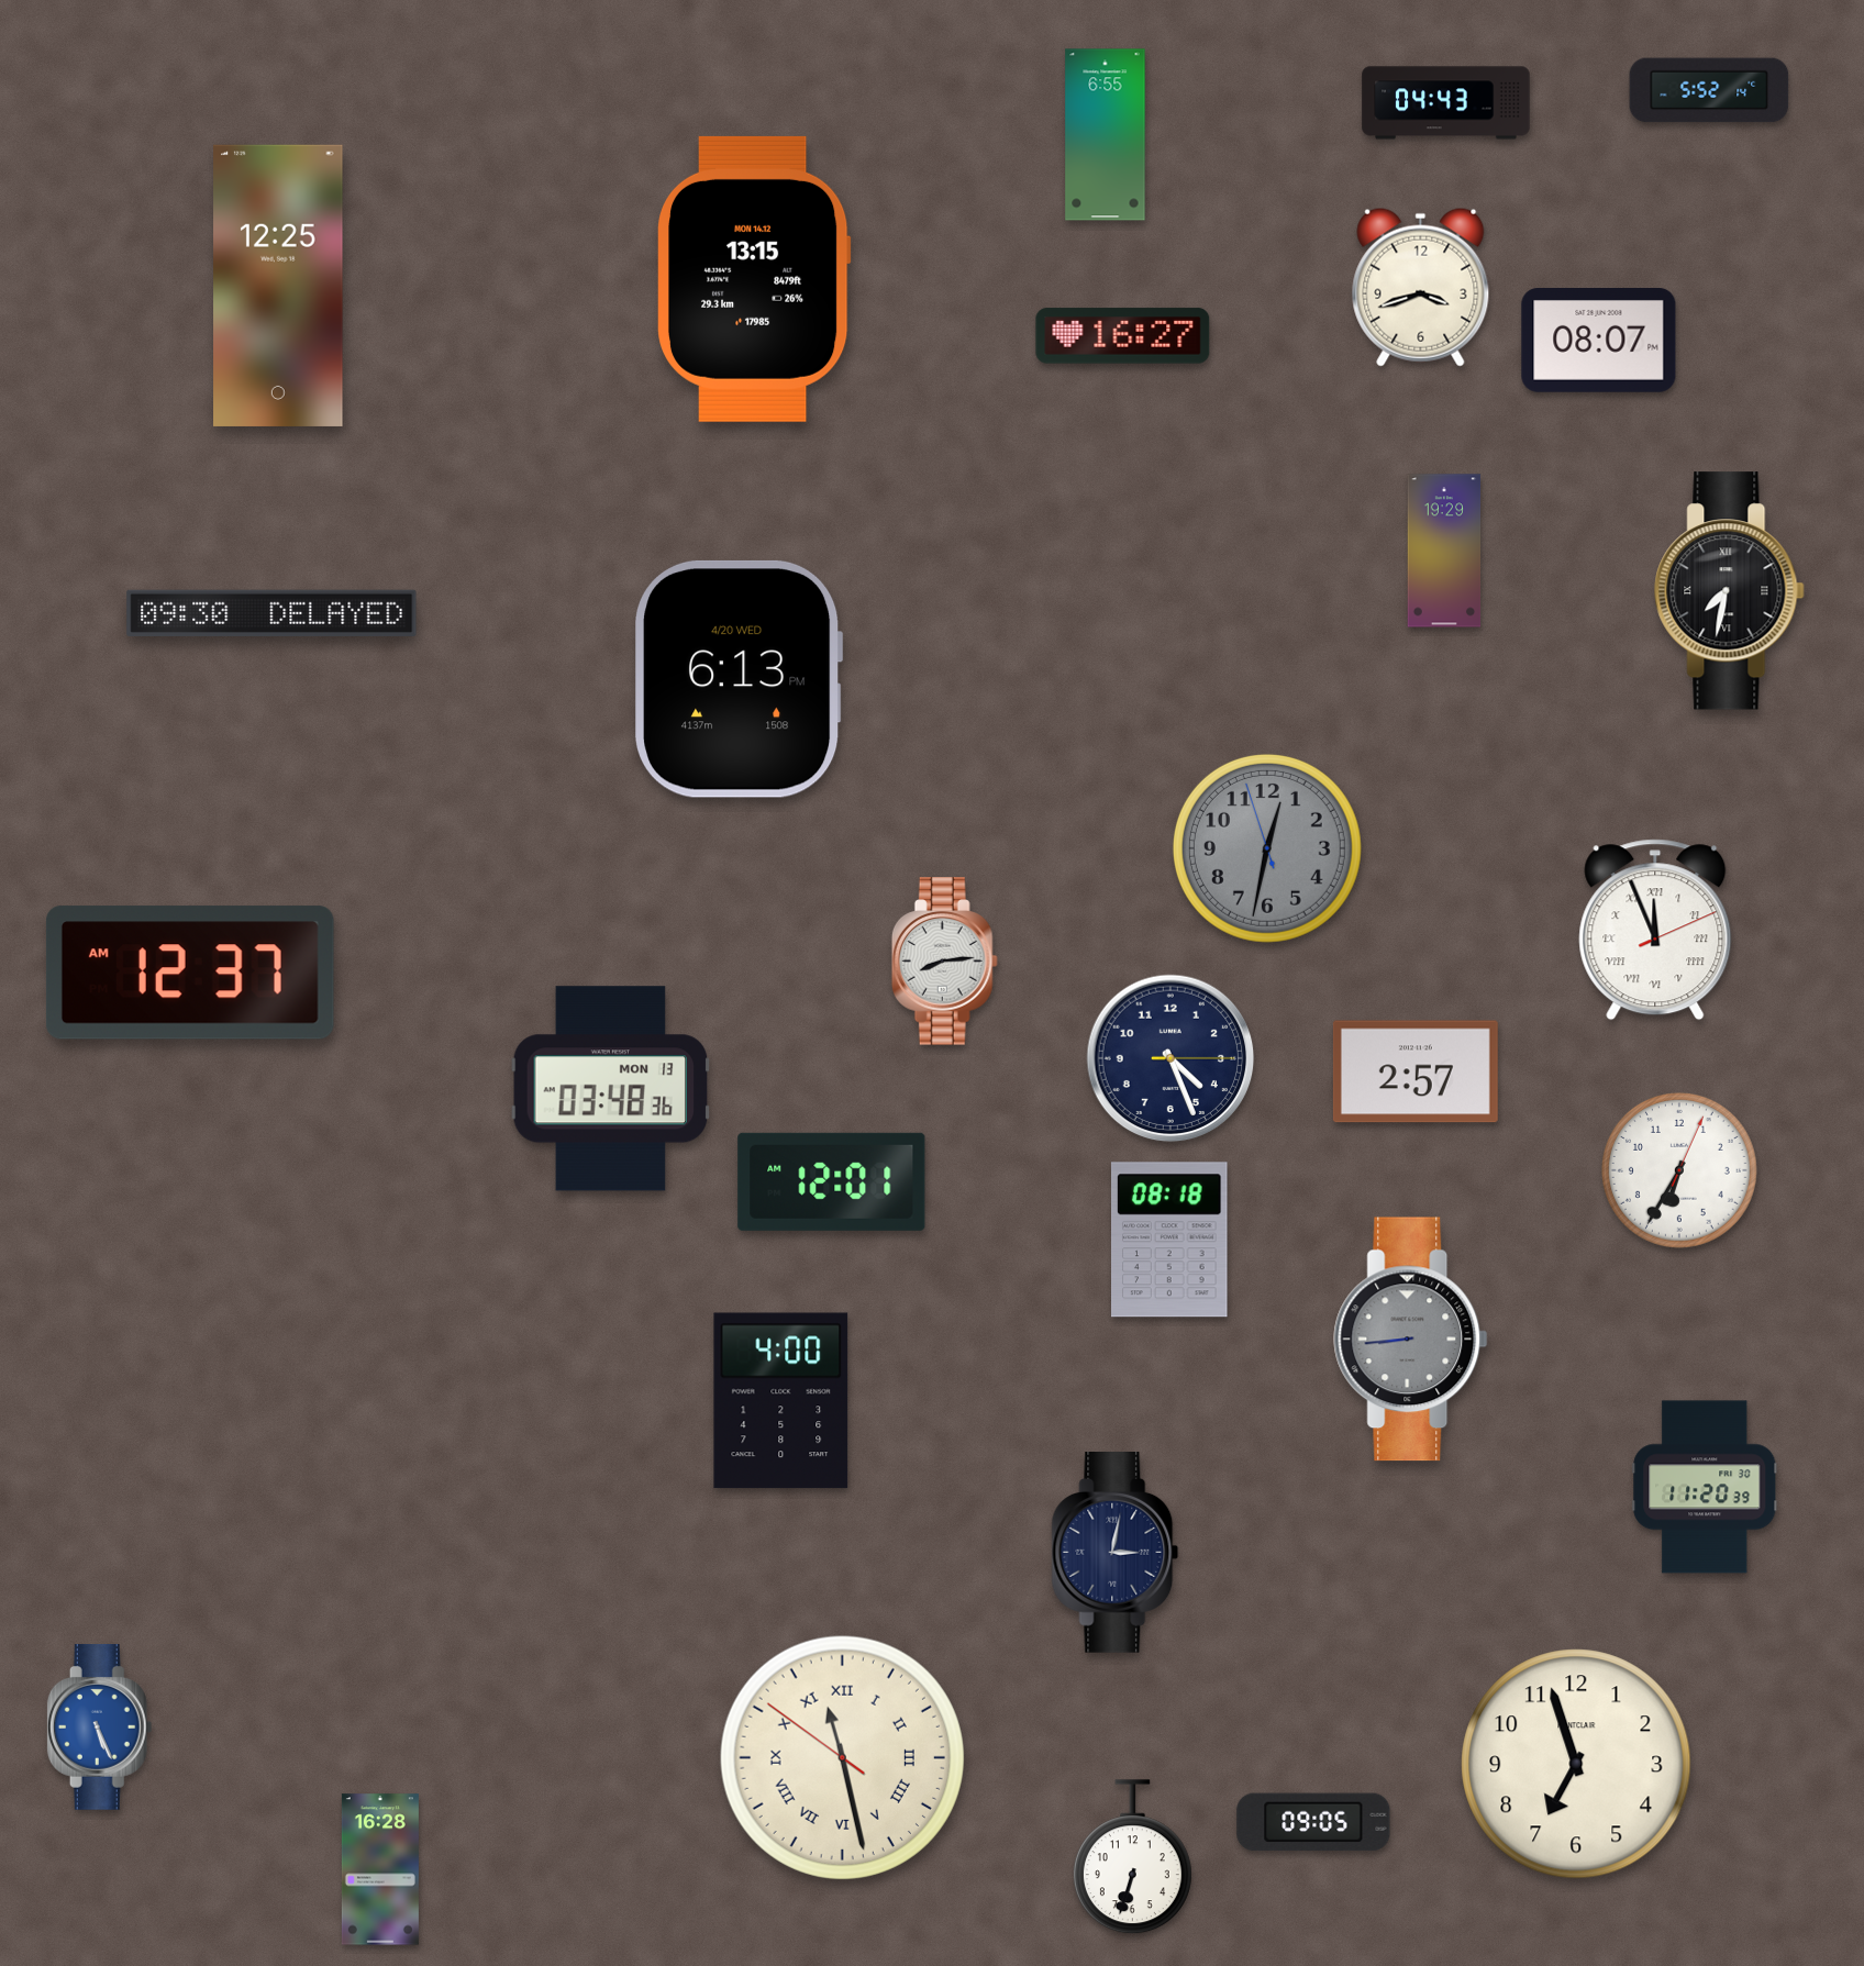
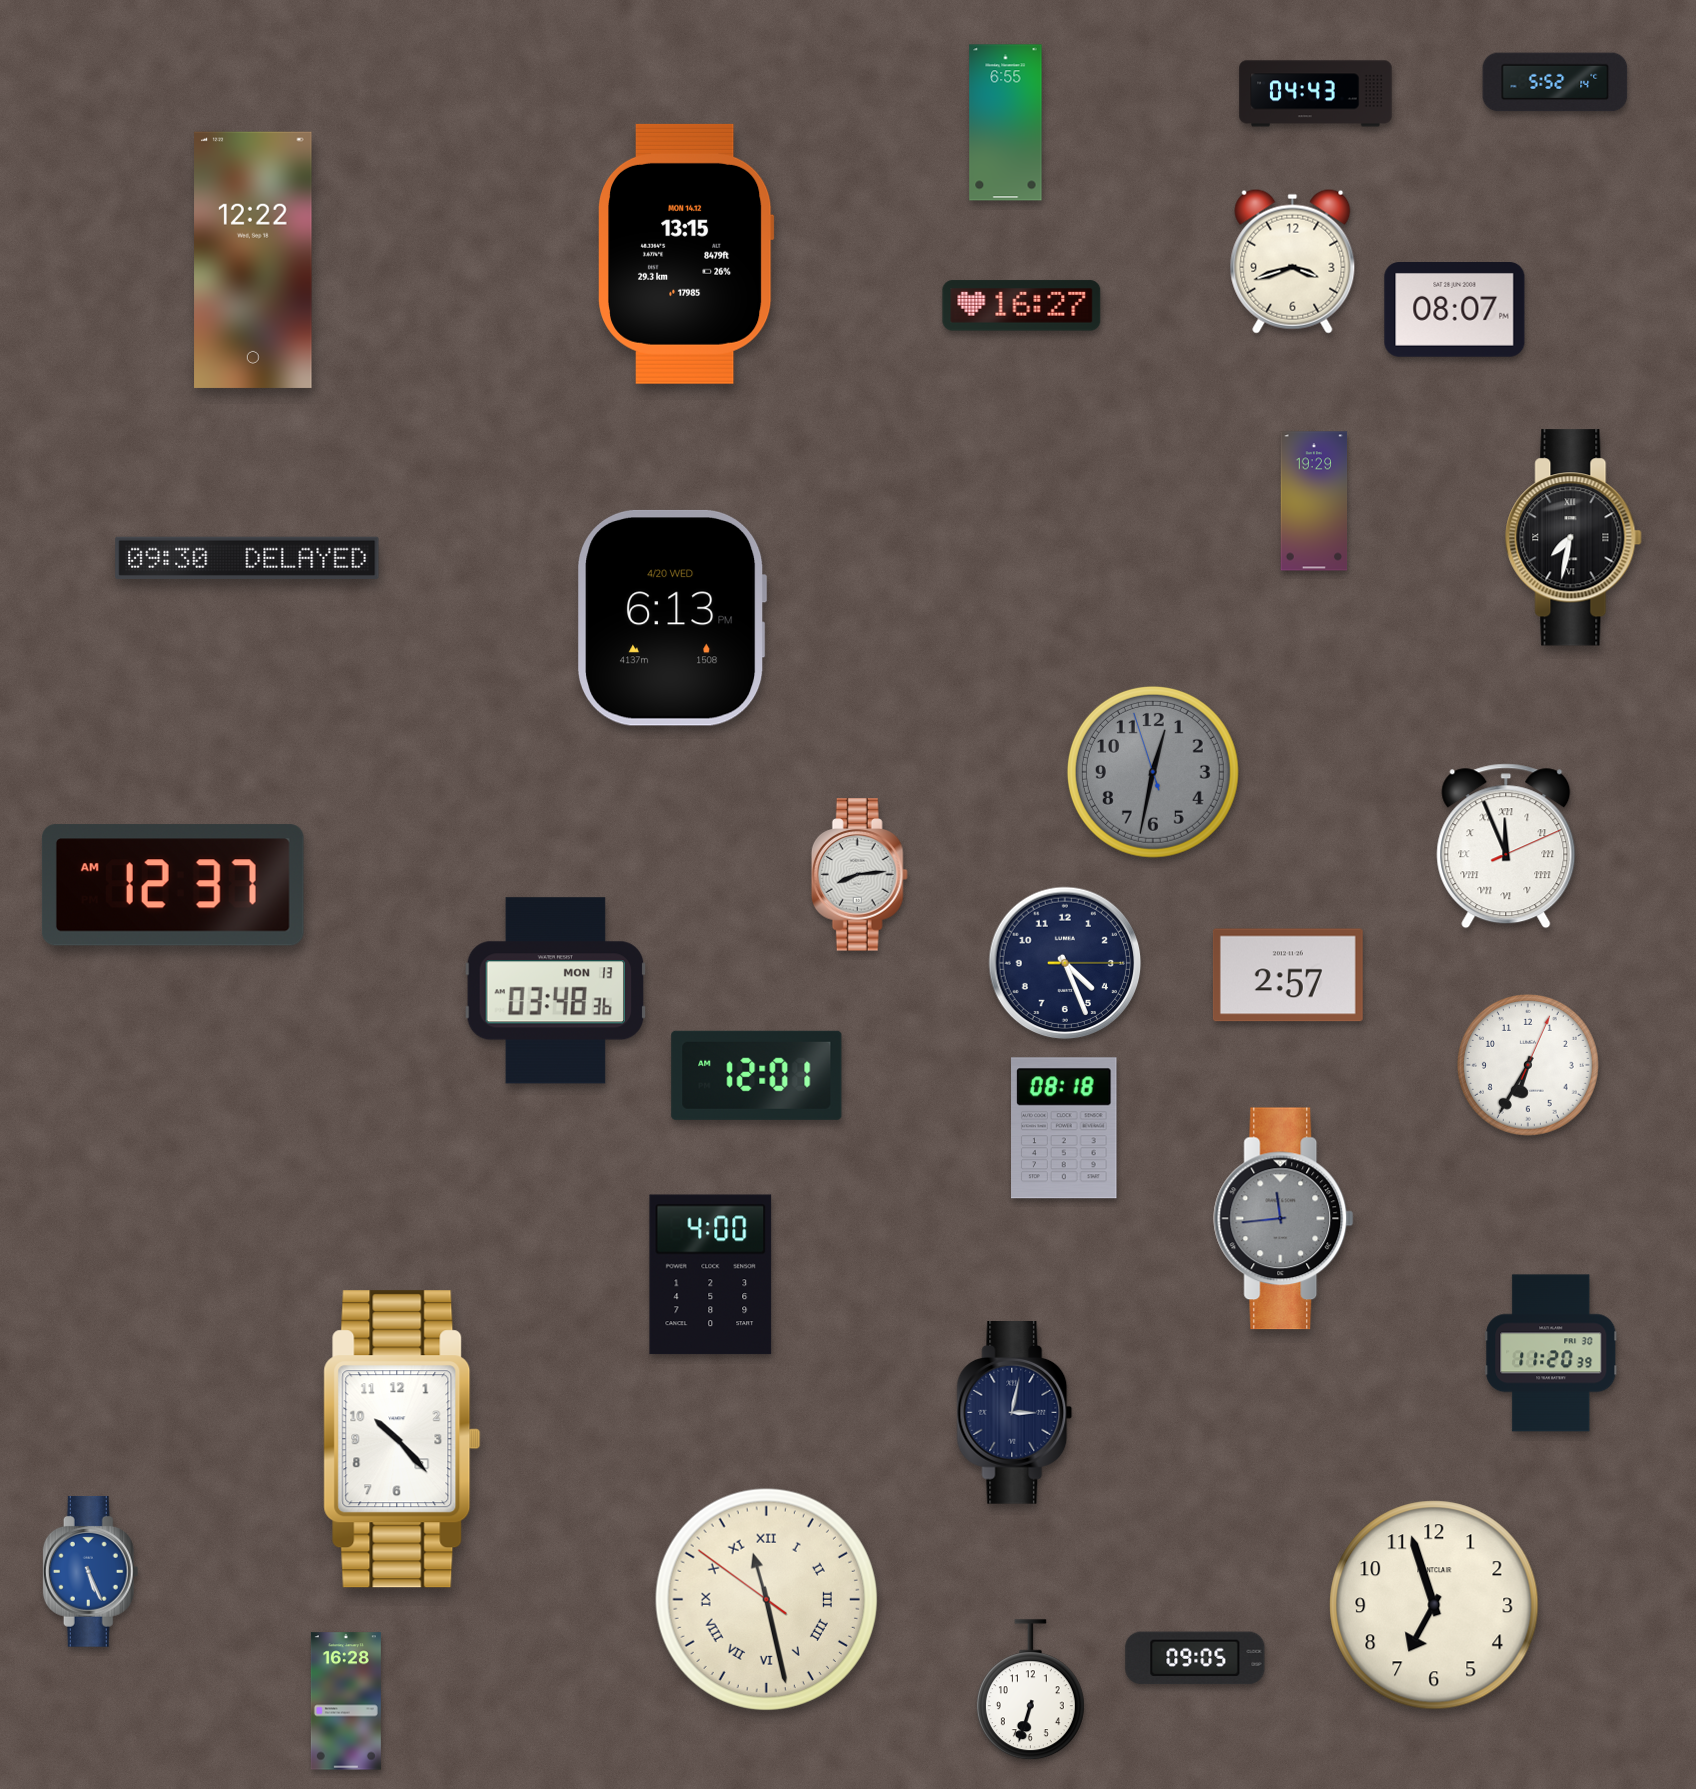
clock at (278, 286): 12:25 -> 12:22
clock at (1411, 1340): 8:44 -> 11:44
clock at (402, 1439): none -> 10:23
